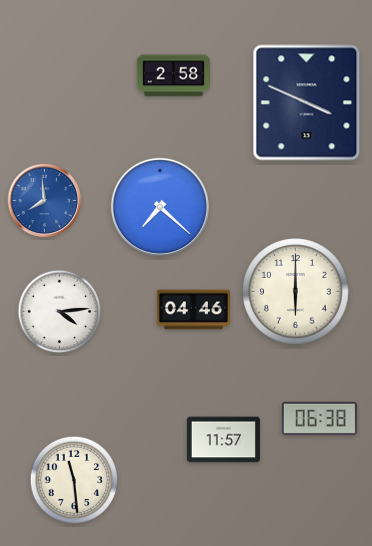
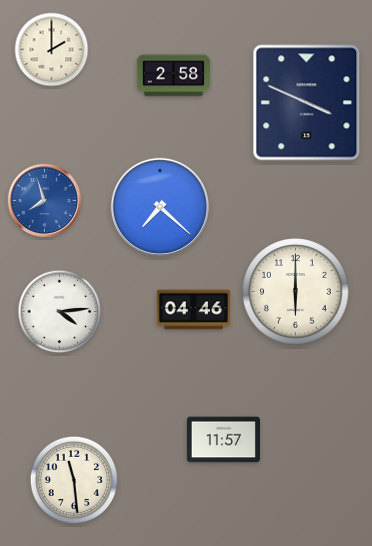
clock at (52, 50): none -> 2:00
clock at (45, 201): 7:59 -> 7:57
clock at (319, 418): 06:38 -> none
